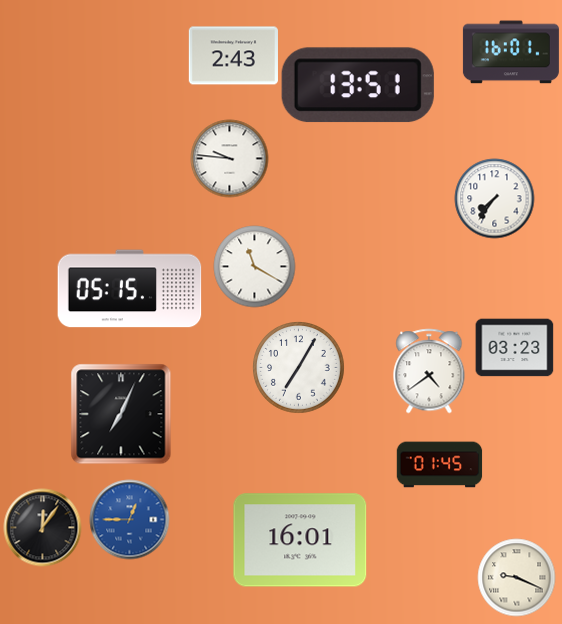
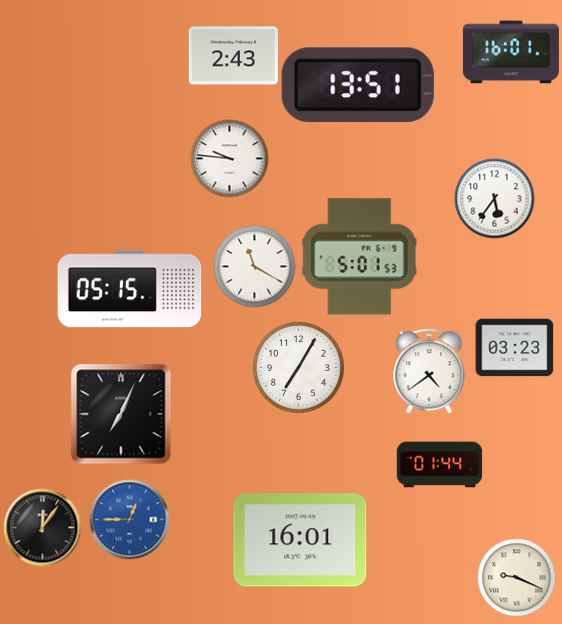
clock at (494, 198): 7:36 -> 5:36
clock at (359, 257): none -> 5:01
clock at (439, 465): 01:45 -> 01:44
